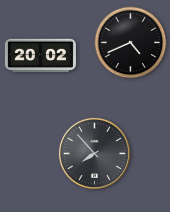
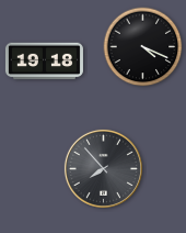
clock at (131, 43): 4:41 -> 4:19
clock at (40, 56): 20:02 -> 19:18
